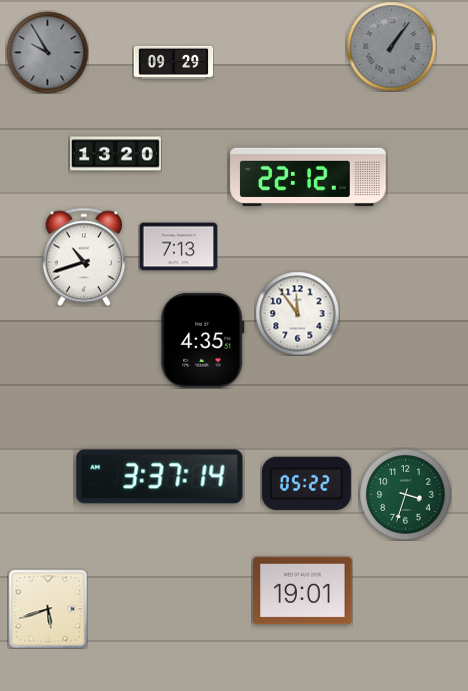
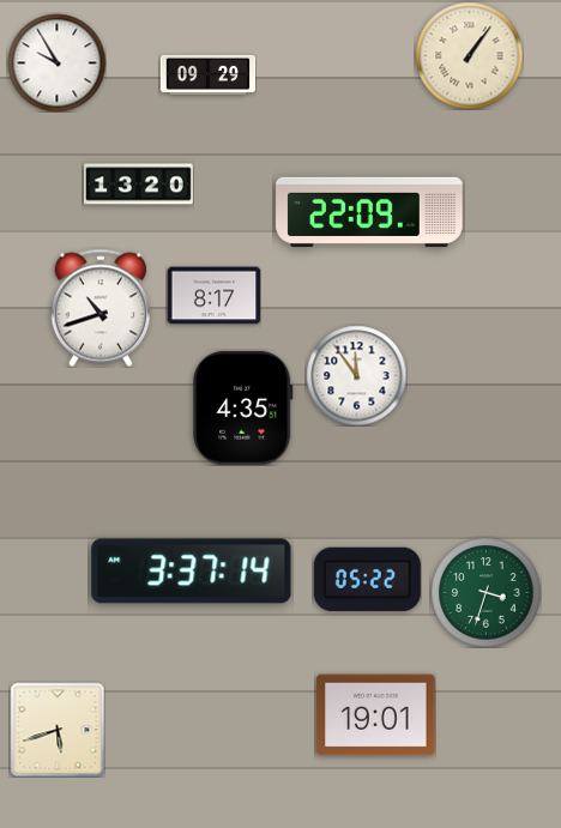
clock at (391, 46) dial: grey -> cream
clock at (47, 52) dial: grey -> white
clock at (308, 177): 22:12 -> 22:09
clock at (178, 247): 7:13 -> 8:17
clock at (303, 591) position: (303, 591) -> (376, 715)
